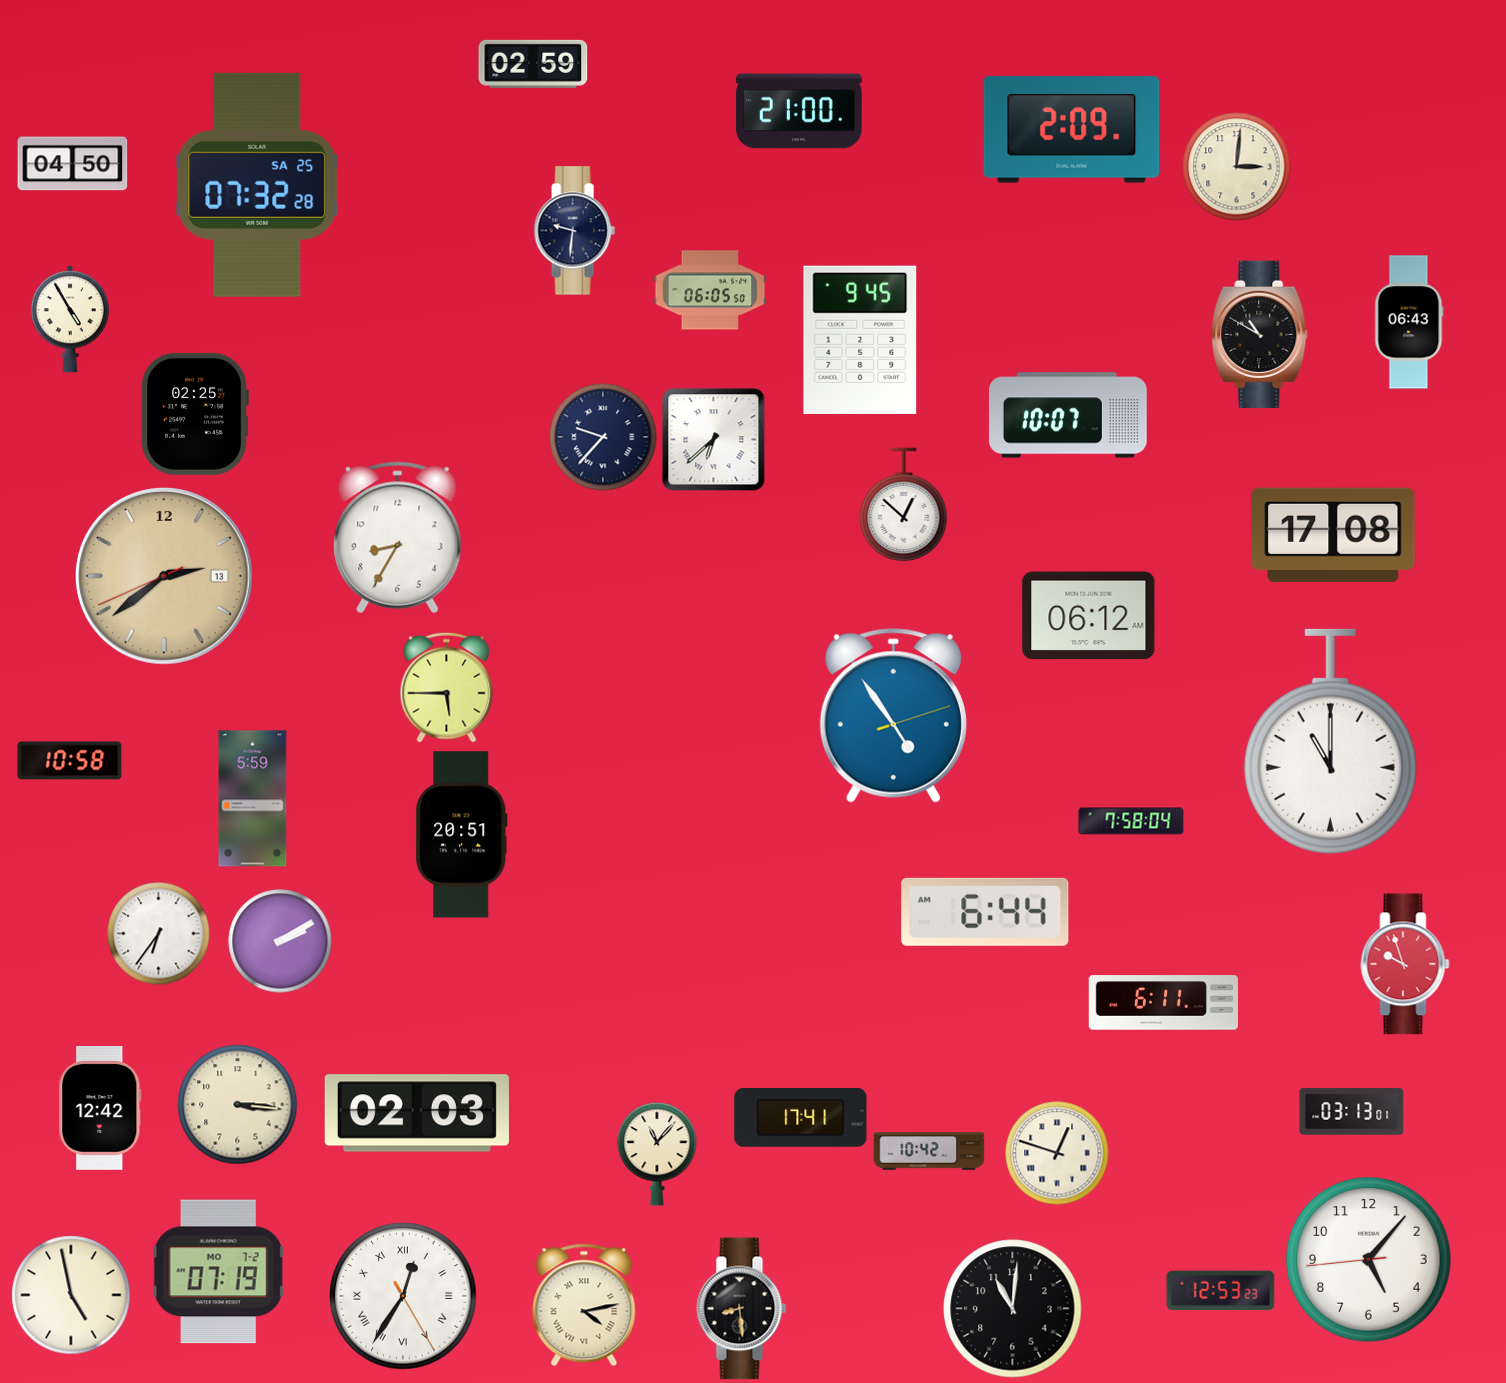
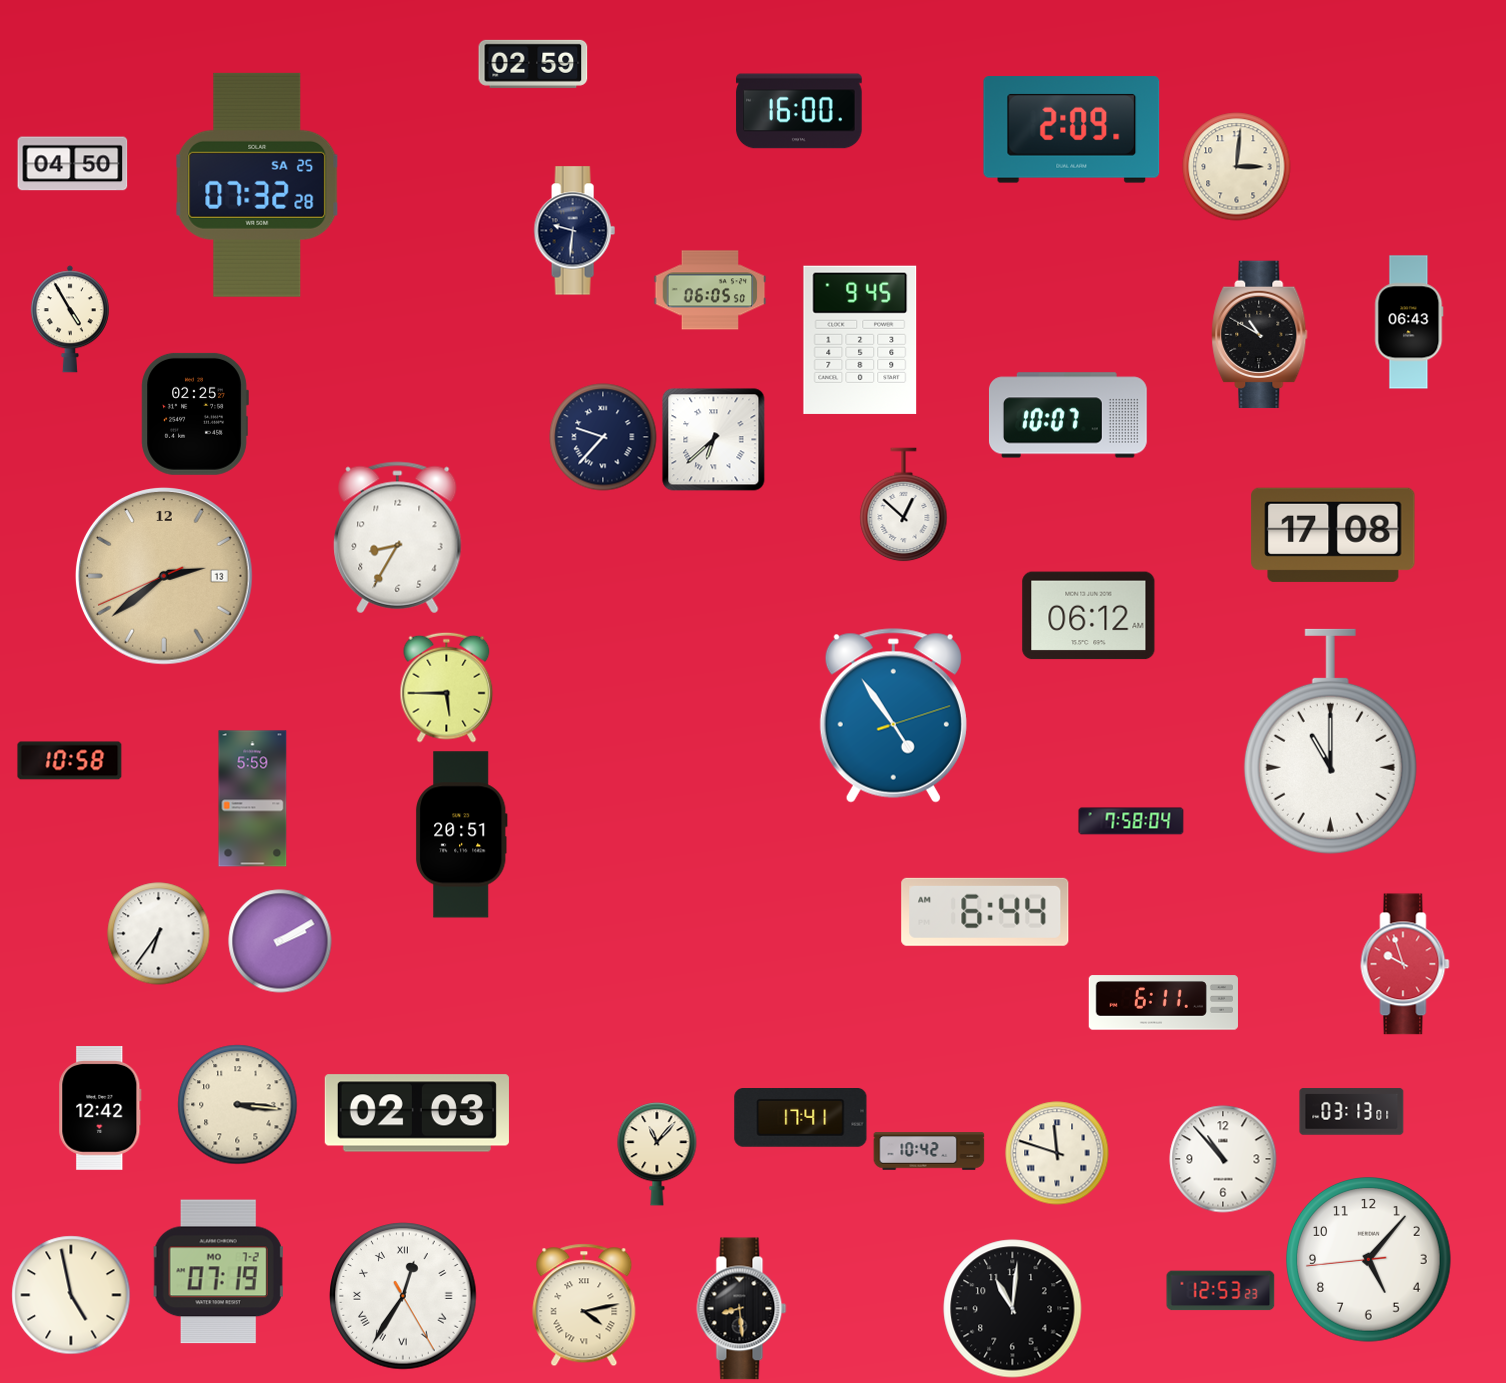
clock at (799, 111): 21:00 -> 16:00
clock at (1057, 1153): 12:48 -> 11:48
clock at (1223, 1159): none -> 10:53
